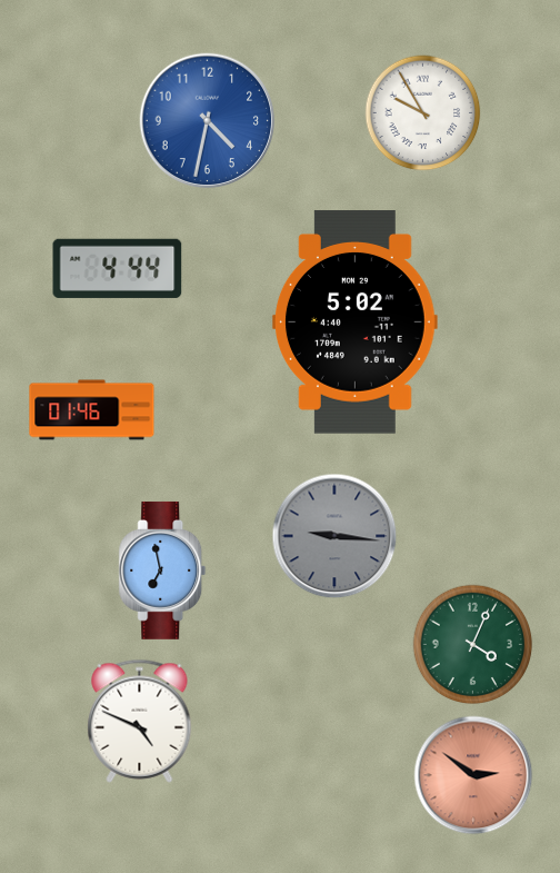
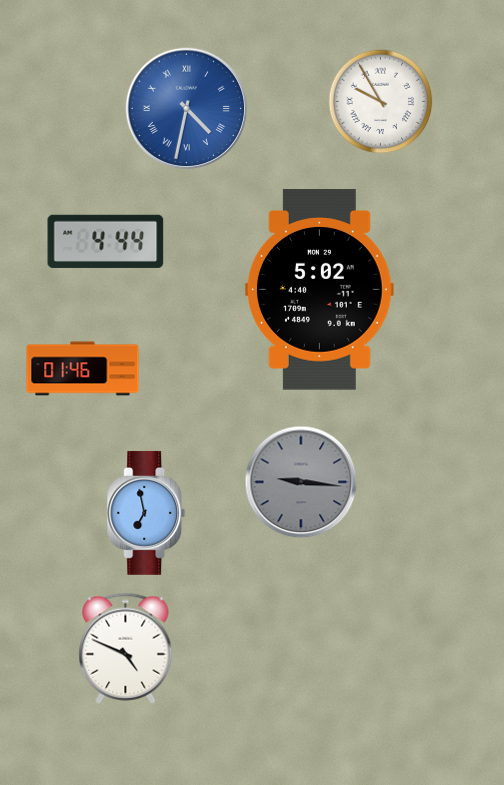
clock at (208, 121) numerals: Arabic -> Roman
clock at (473, 645): 4:04 -> none
clock at (473, 775): 2:51 -> none
